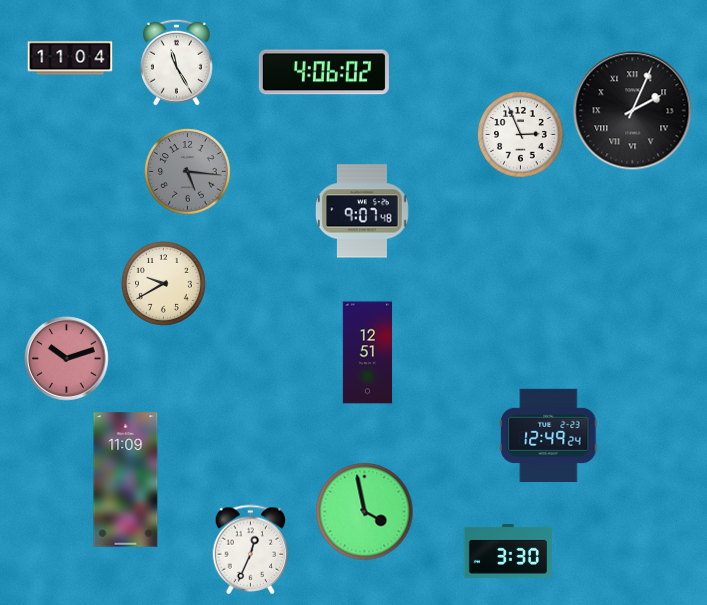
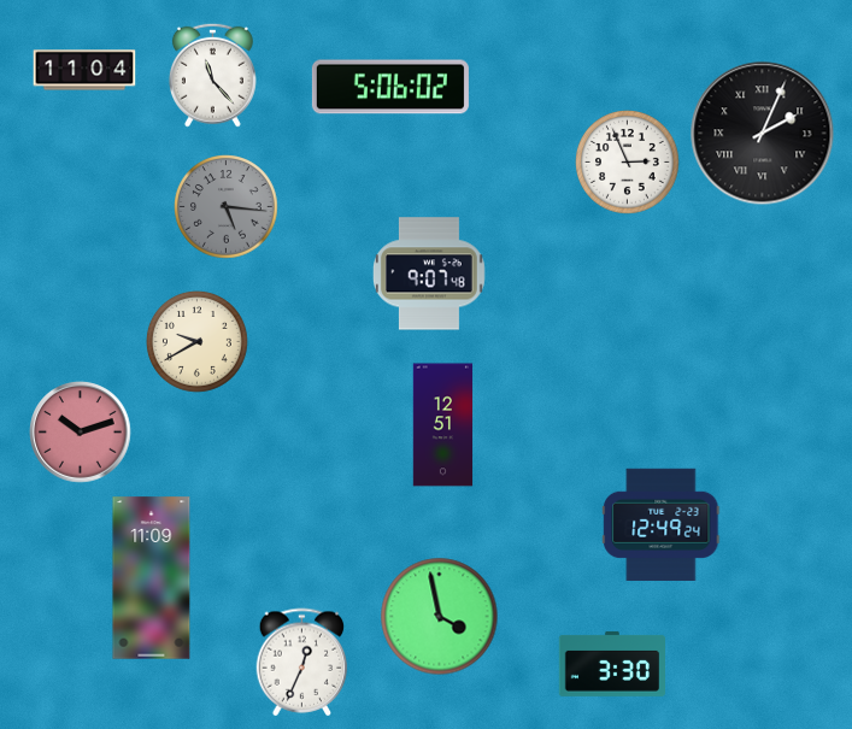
clock at (176, 62): 11:25 -> 11:23
clock at (324, 72): 4:06 -> 5:06
clock at (362, 211) position: (362, 211) -> (429, 274)
